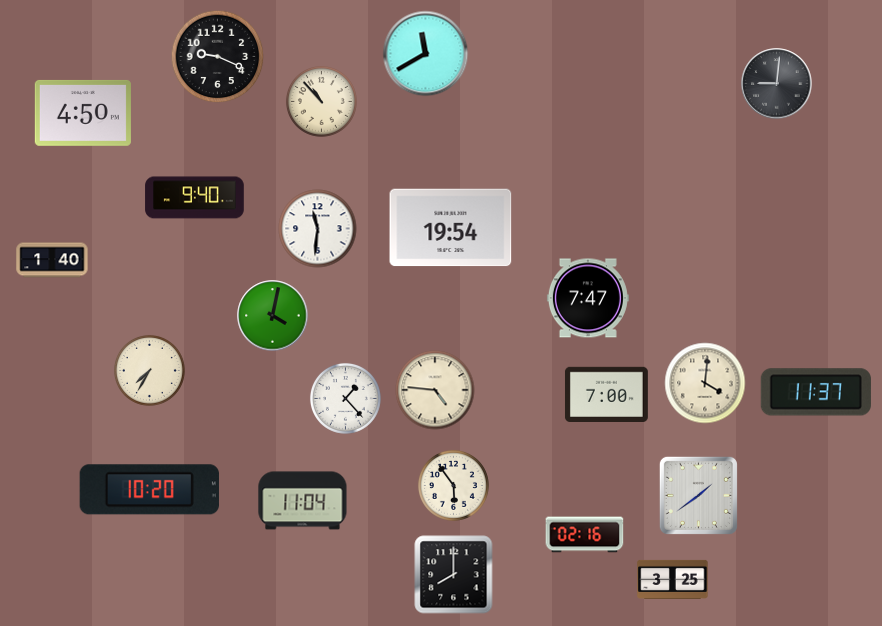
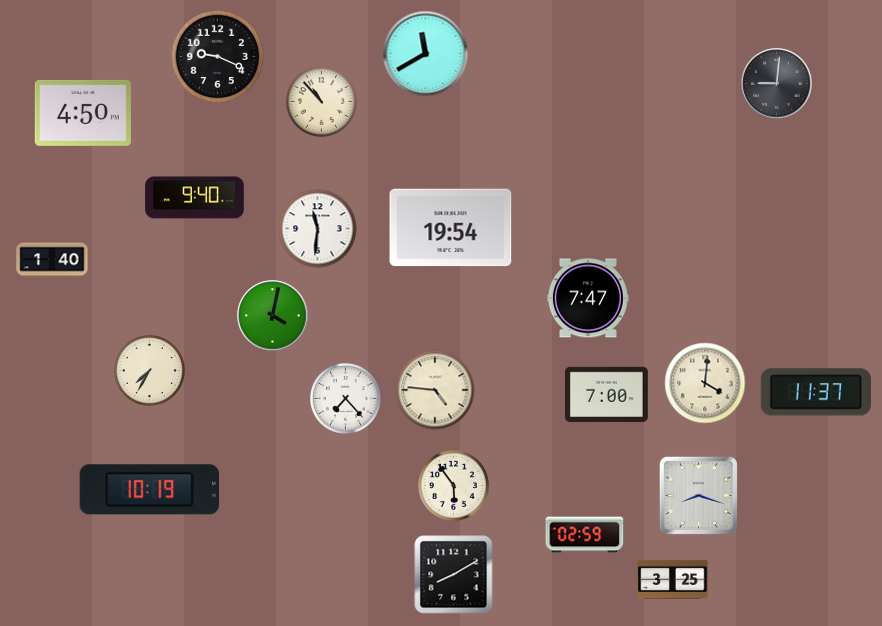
clock at (345, 398): 1:23 -> 7:23
clock at (149, 490): 10:20 -> 10:19
clock at (698, 495): 1:39 -> 8:18
clock at (303, 501): 11:04 -> none
clock at (585, 535): 02:16 -> 02:59
clock at (454, 575): 8:00 -> 8:10
